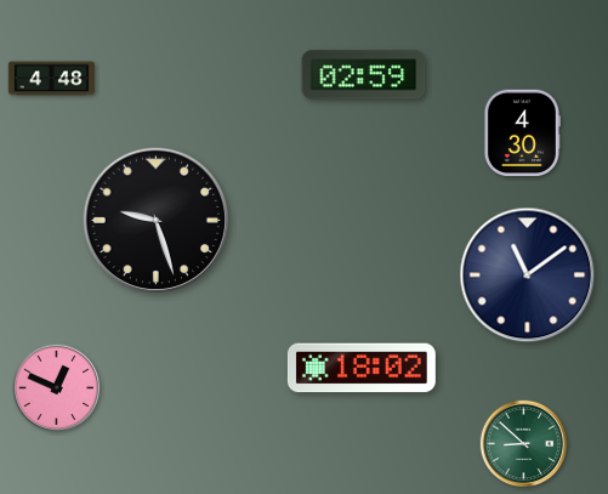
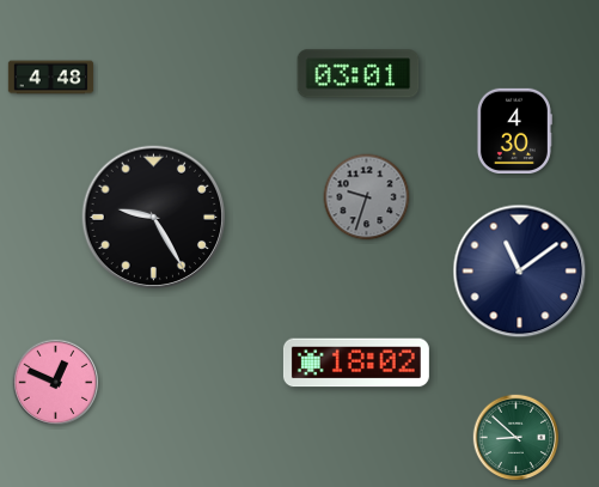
clock at (364, 75): 02:59 -> 03:01
clock at (367, 197): none -> 9:33
clock at (157, 221): 9:27 -> 9:25
